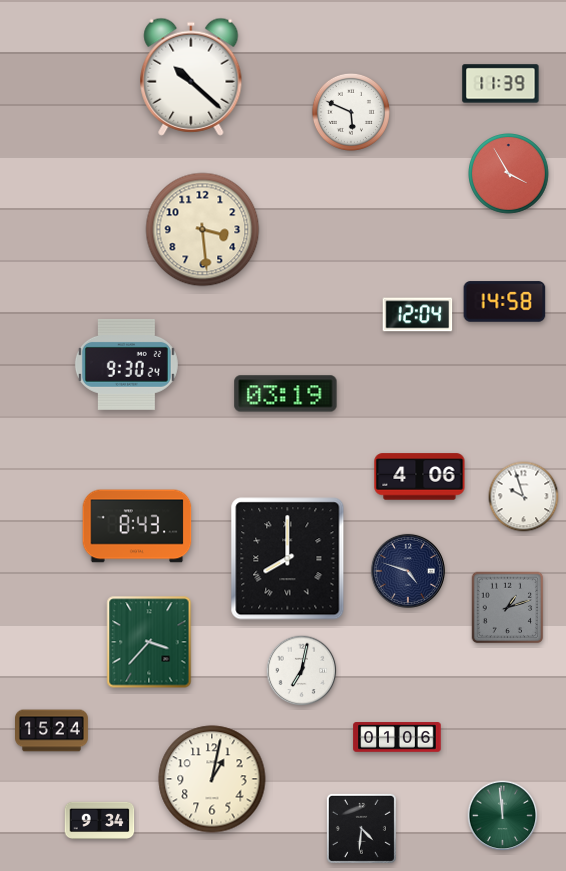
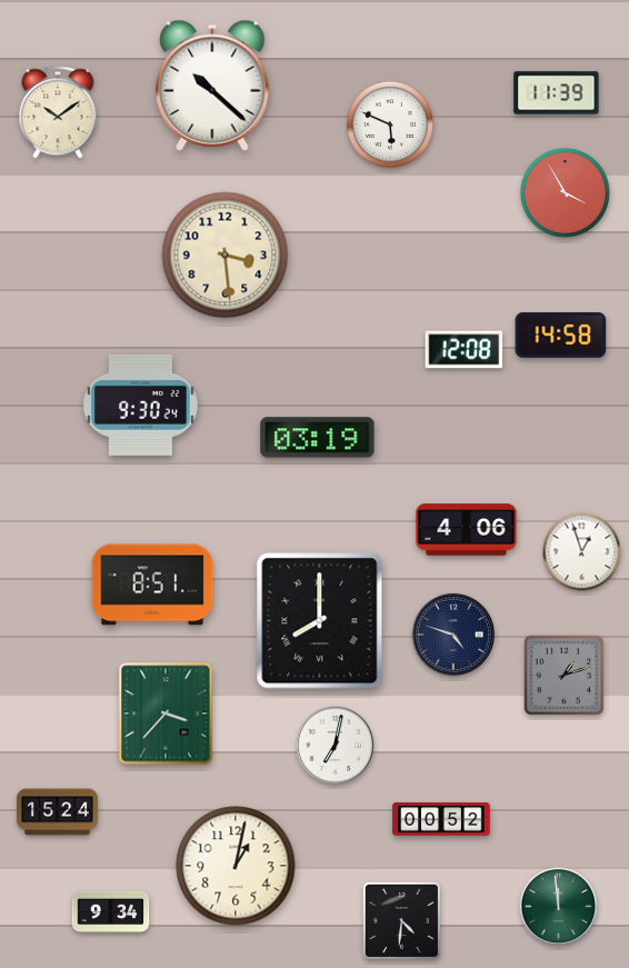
clock at (58, 112): none -> 10:09
clock at (418, 315): 12:04 -> 12:08
clock at (524, 497): 9:57 -> 12:57
clock at (137, 526): 8:43 -> 8:51
clock at (397, 737): 01:06 -> 00:52
